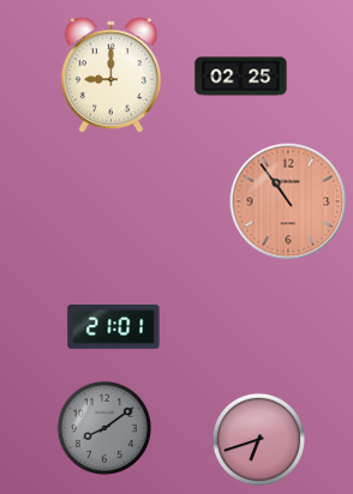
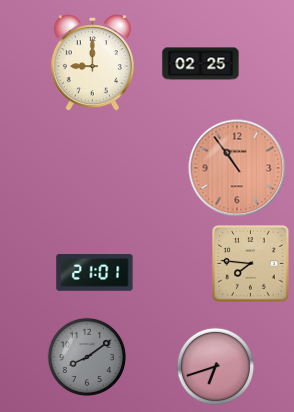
clock at (288, 201) position: (288, 201) -> (237, 168)
clock at (251, 264): none -> 7:46
